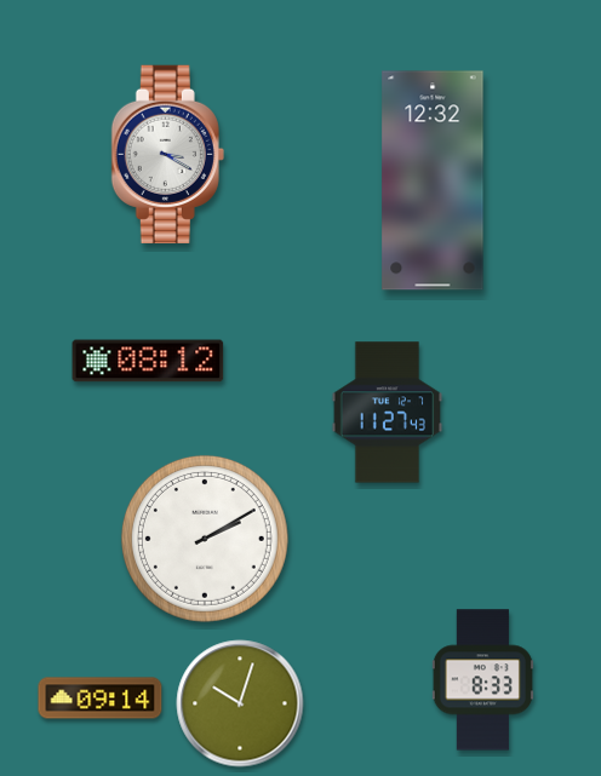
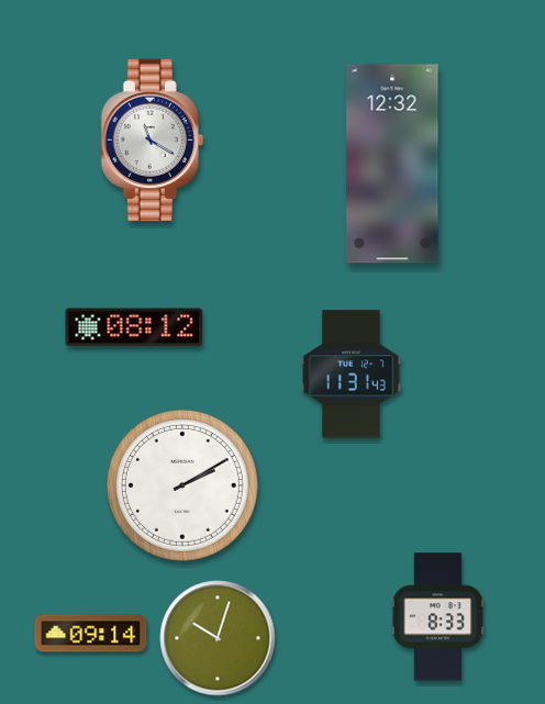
clock at (167, 154): 3:20 -> 11:20
clock at (388, 413): 11:27 -> 11:31
clock at (205, 539) position: (205, 539) -> (182, 485)
